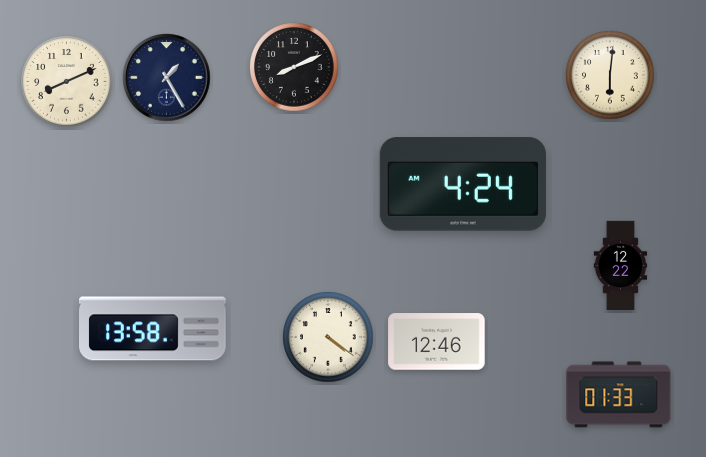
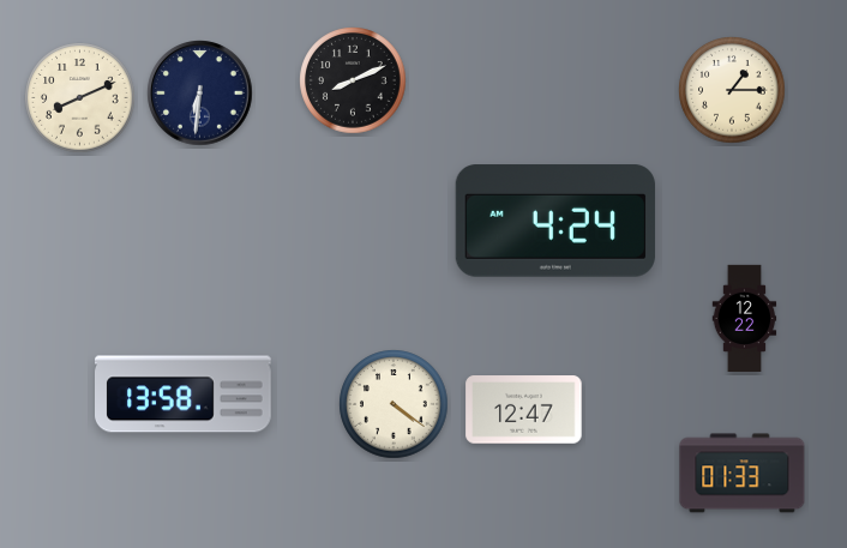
clock at (610, 75): 6:01 -> 1:15
clock at (167, 78): 1:25 -> 6:31
clock at (437, 342): 12:46 -> 12:47
